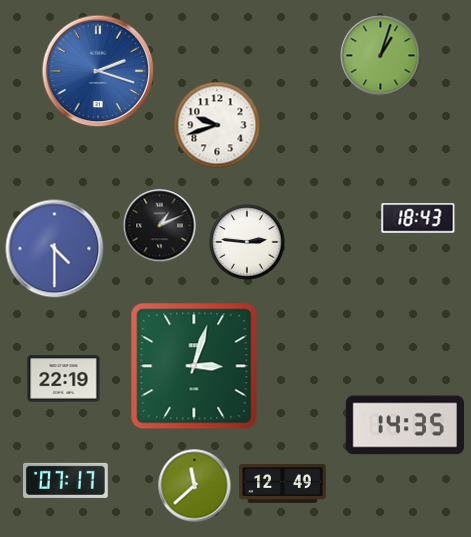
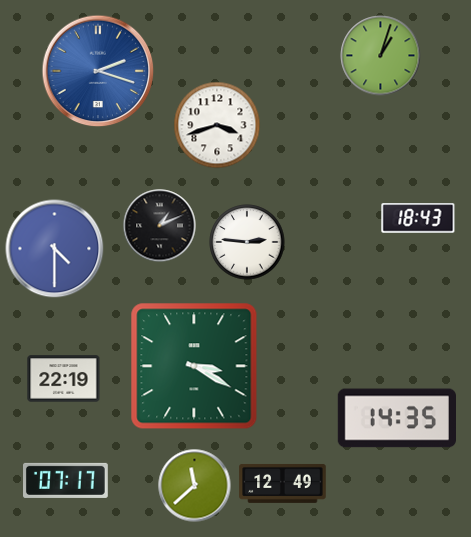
clock at (217, 125): 9:42 -> 3:42
clock at (194, 366): 3:03 -> 3:20
clock at (404, 425) position: (404, 425) -> (396, 418)
